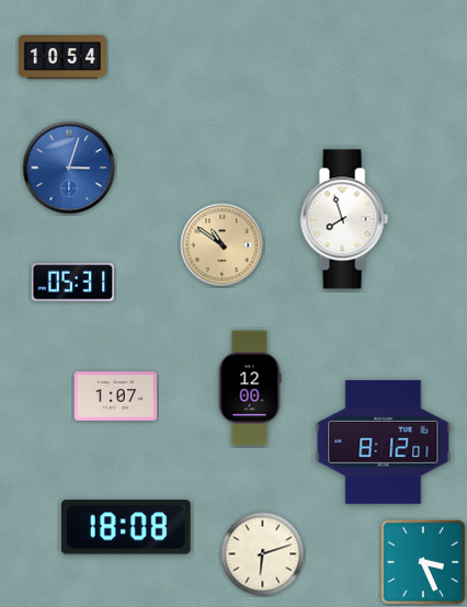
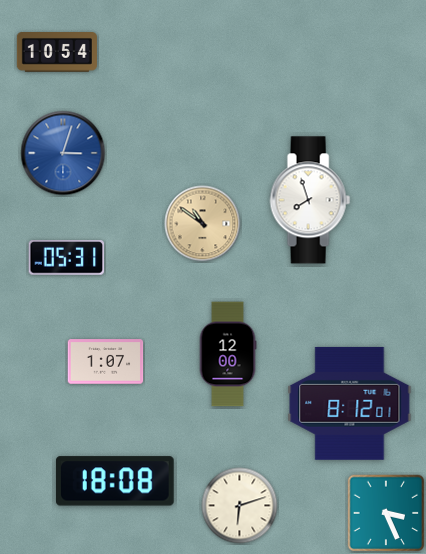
clock at (344, 219) position: (344, 219) -> (310, 200)
